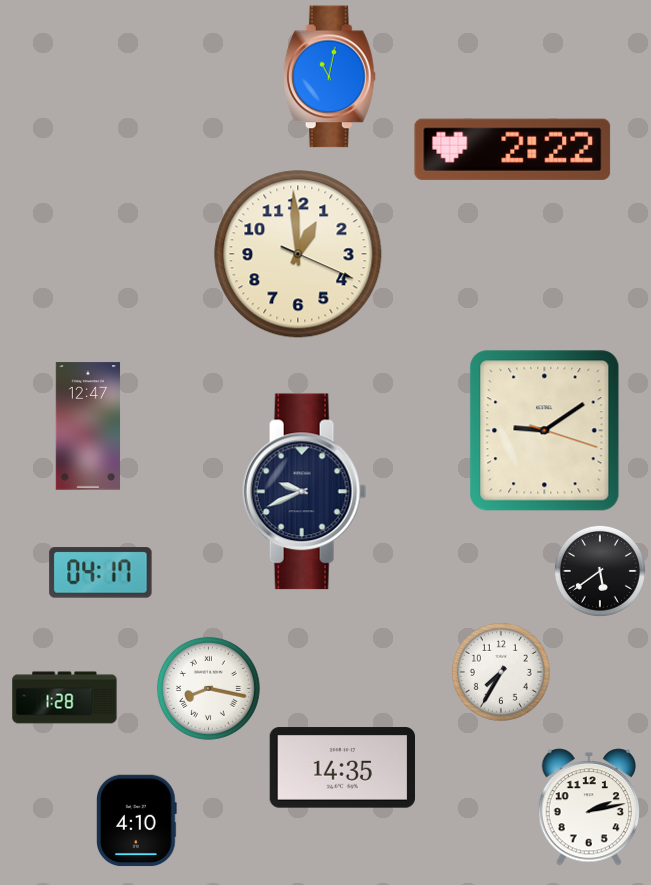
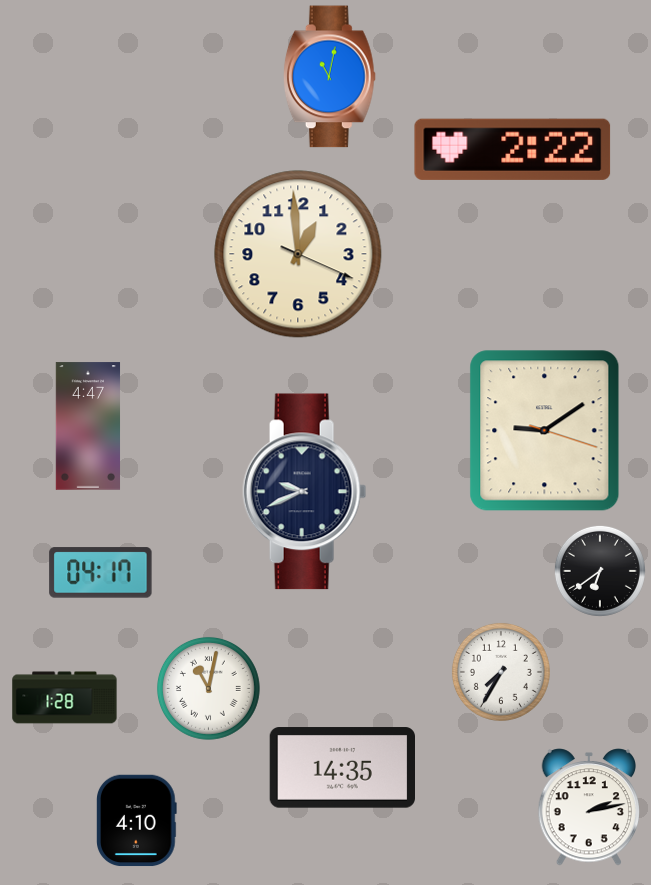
clock at (88, 426): 12:47 -> 4:47
clock at (600, 571): 5:39 -> 6:39
clock at (208, 688): 8:17 -> 11:02
